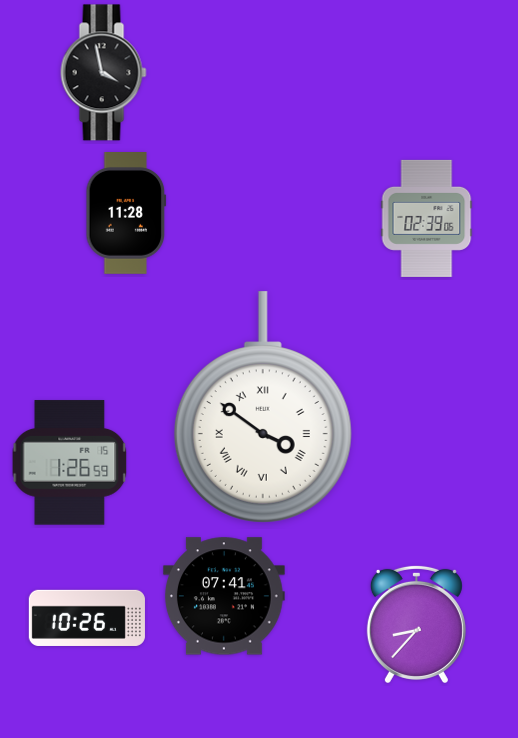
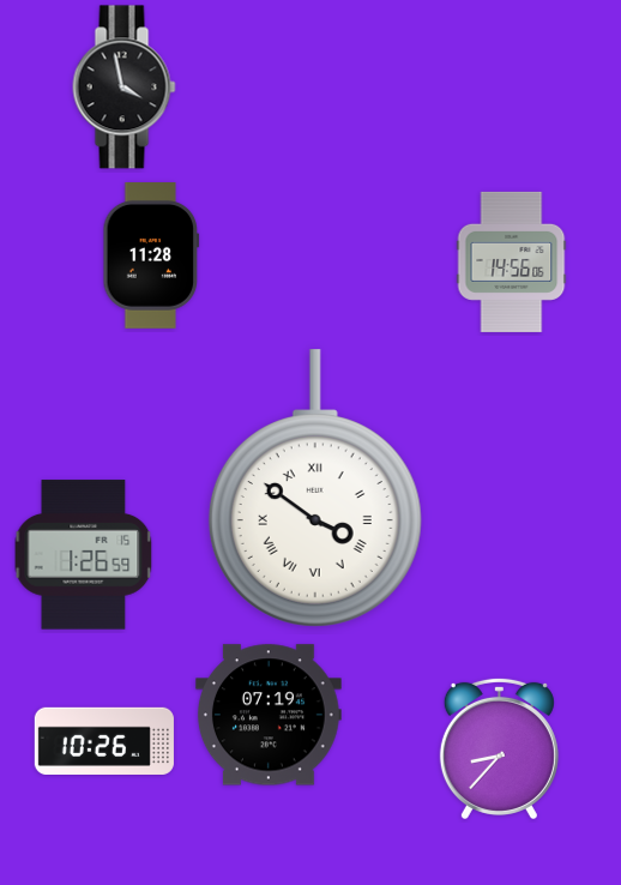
clock at (427, 218): 02:39 -> 14:56
clock at (224, 596): 07:41 -> 07:19
